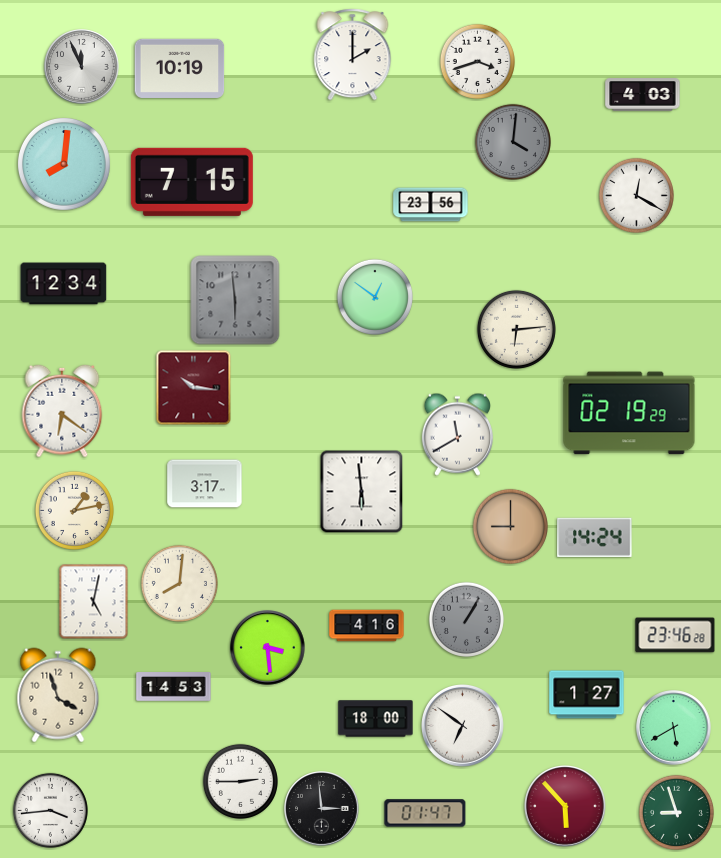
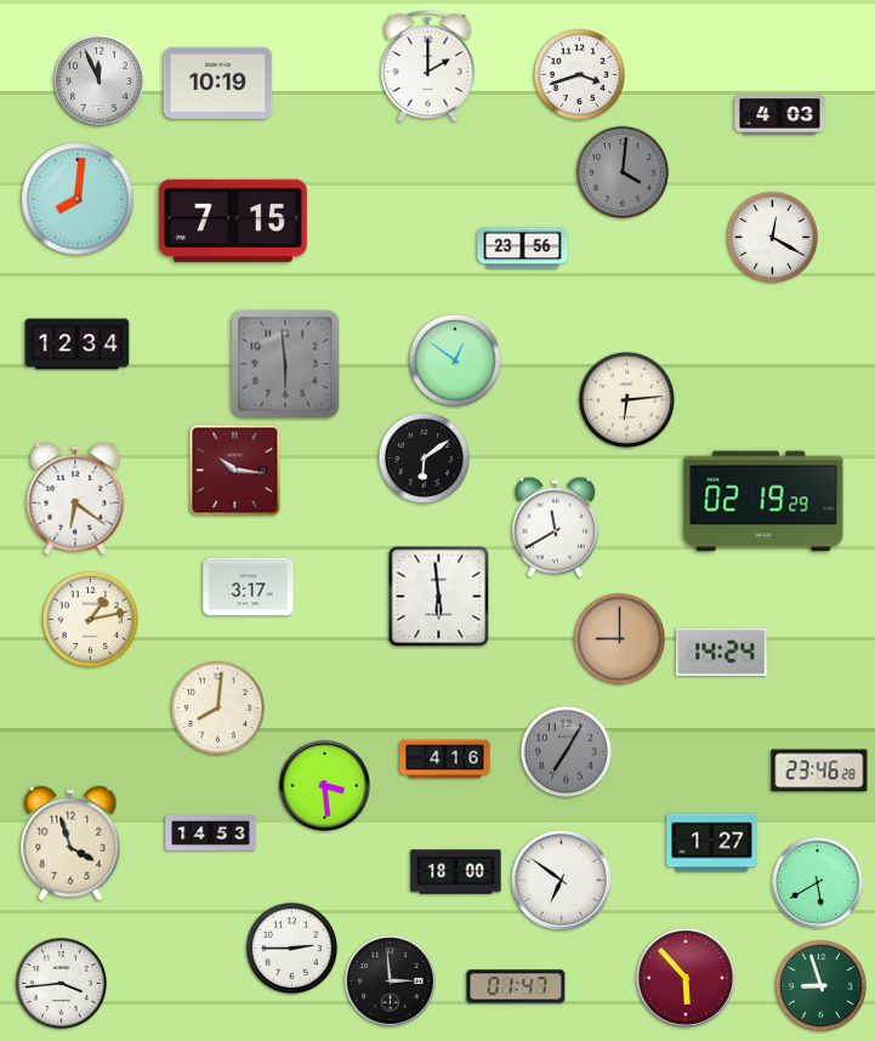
clock at (424, 457): none -> 6:09
clock at (94, 602): 5:02 -> none
clock at (466, 619): 1:05 -> 7:05
